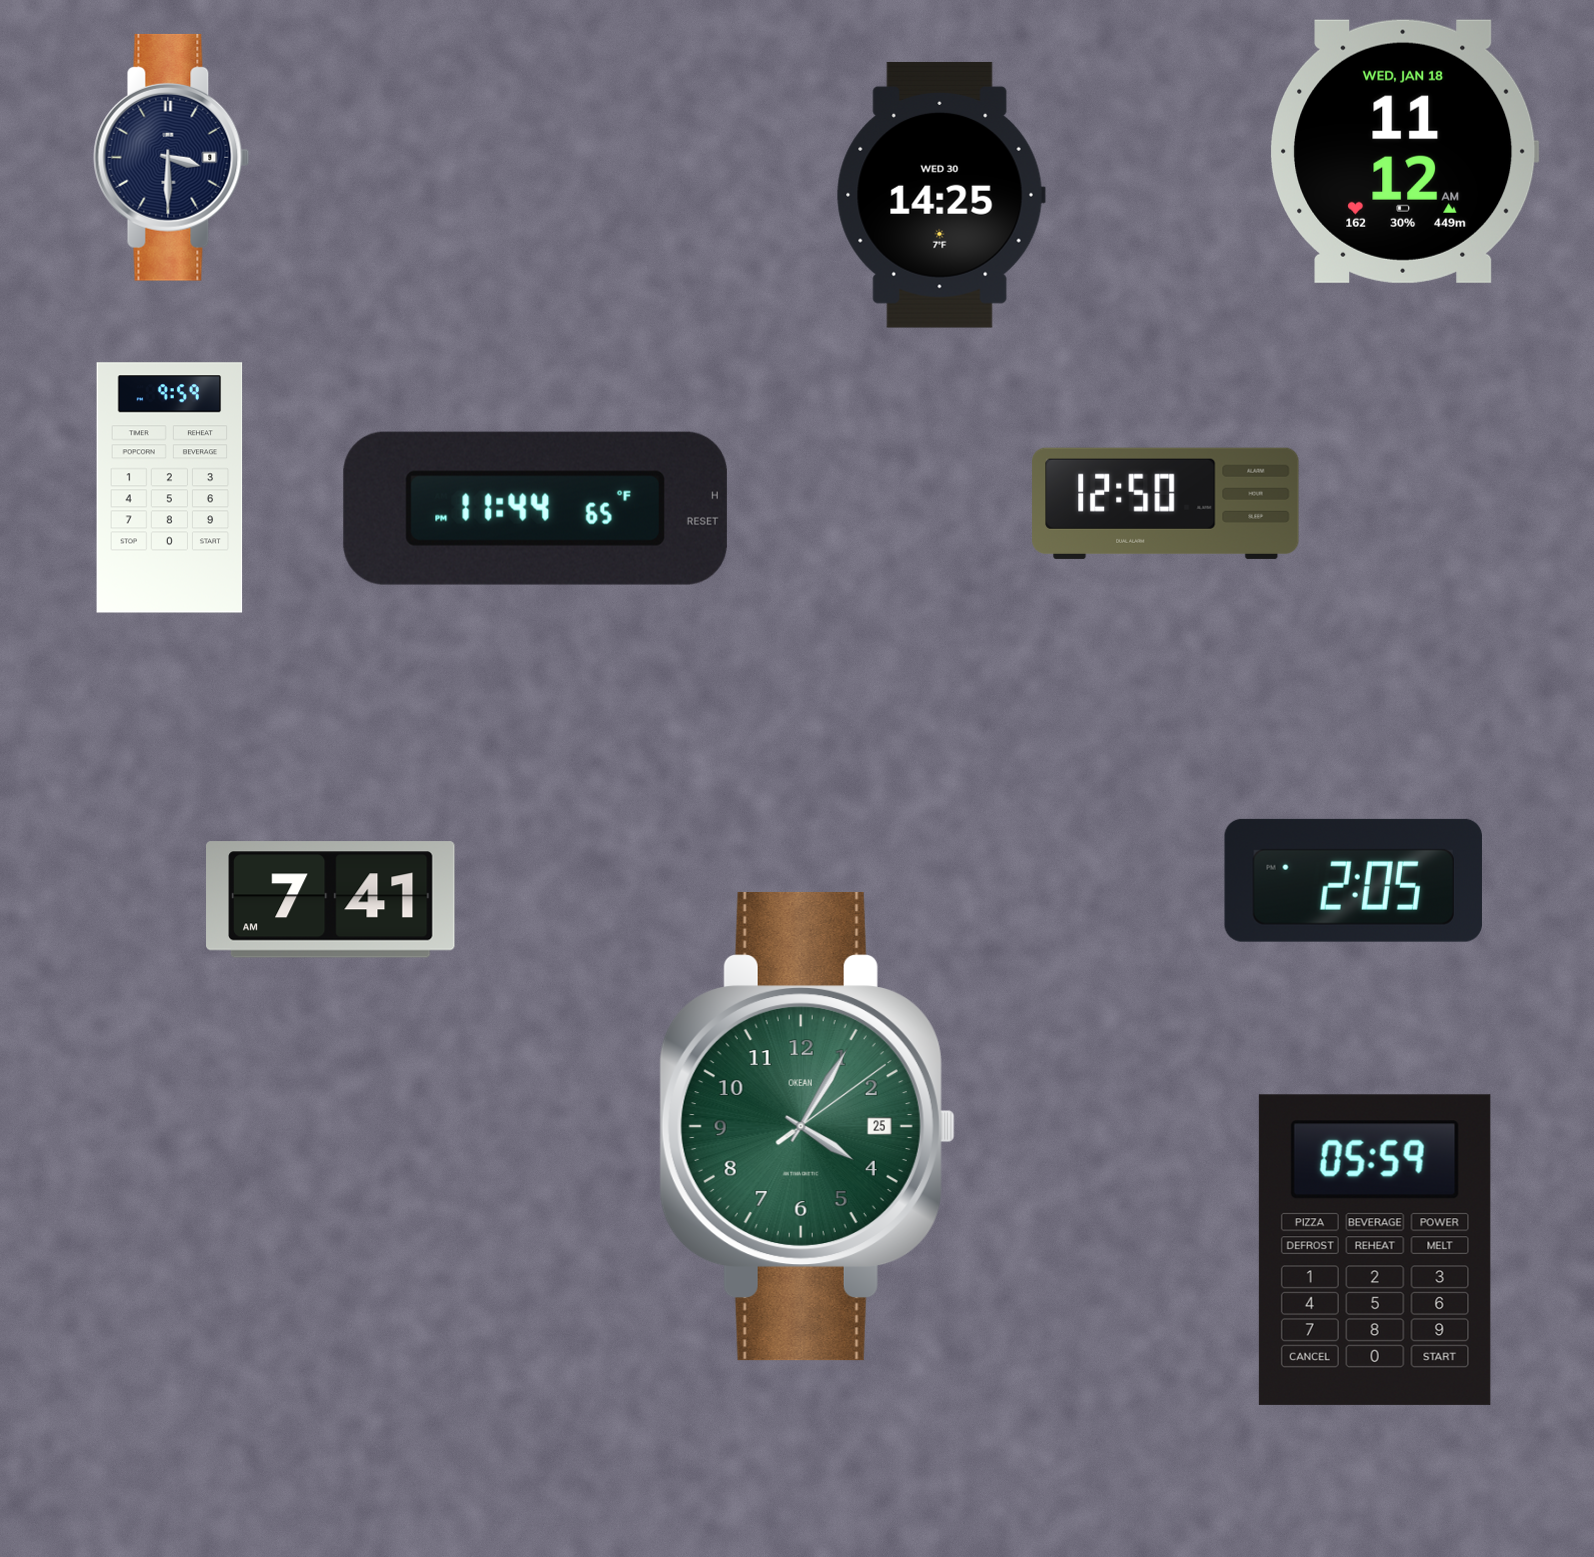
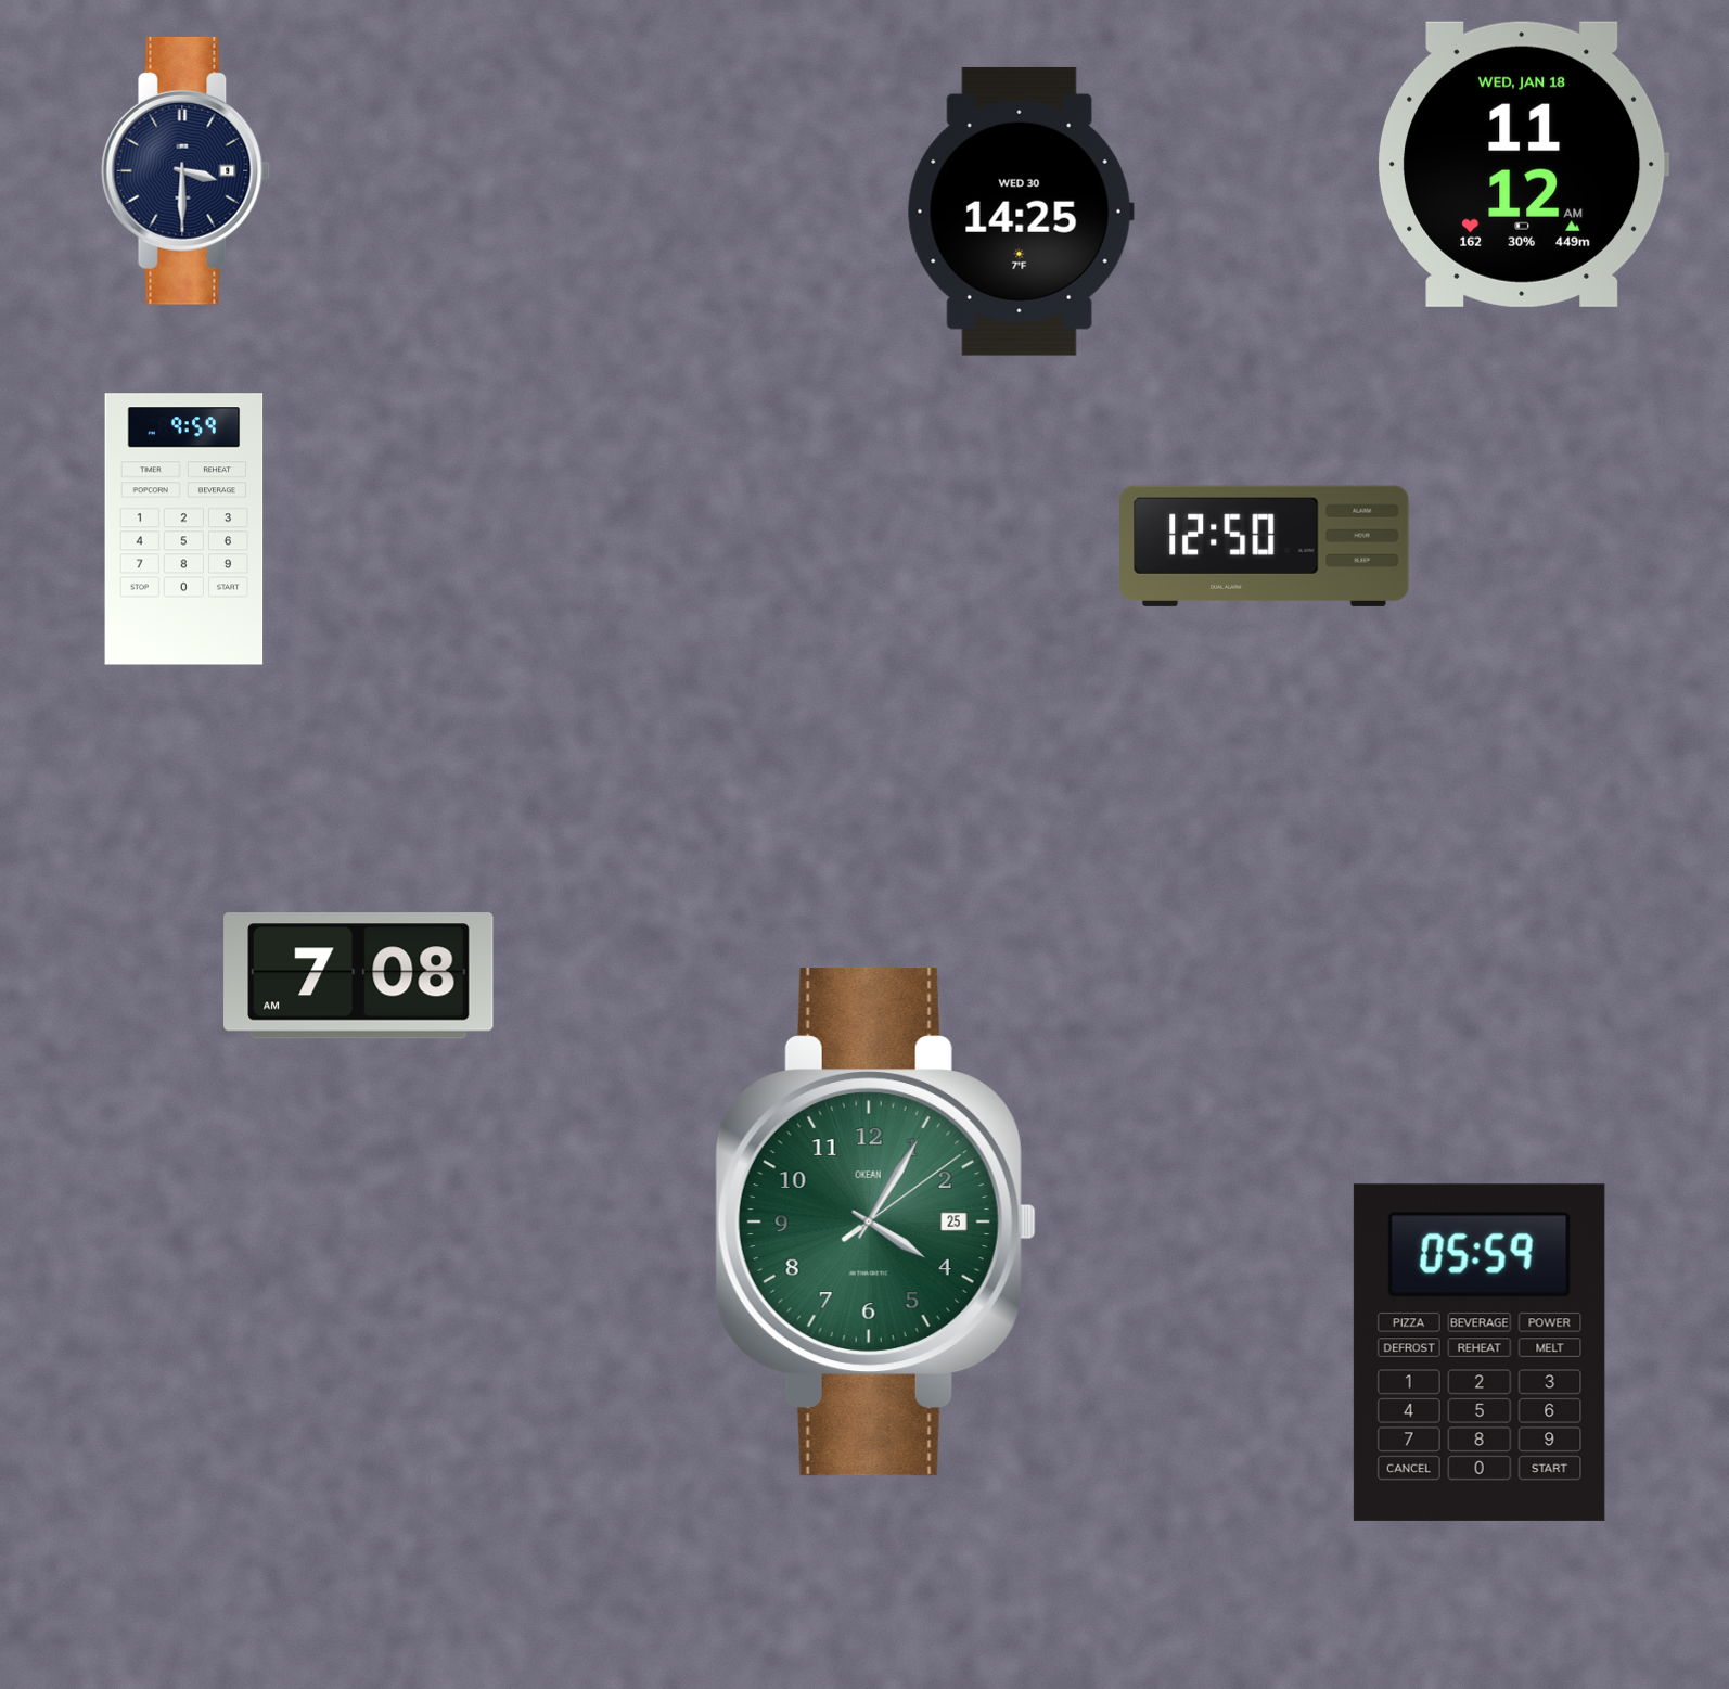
clock at (535, 508): 11:44 -> none
clock at (1353, 880): 2:05 -> none
clock at (331, 900): 7:41 -> 7:08
clock at (1375, 1250) position: (1375, 1250) -> (1480, 1353)
